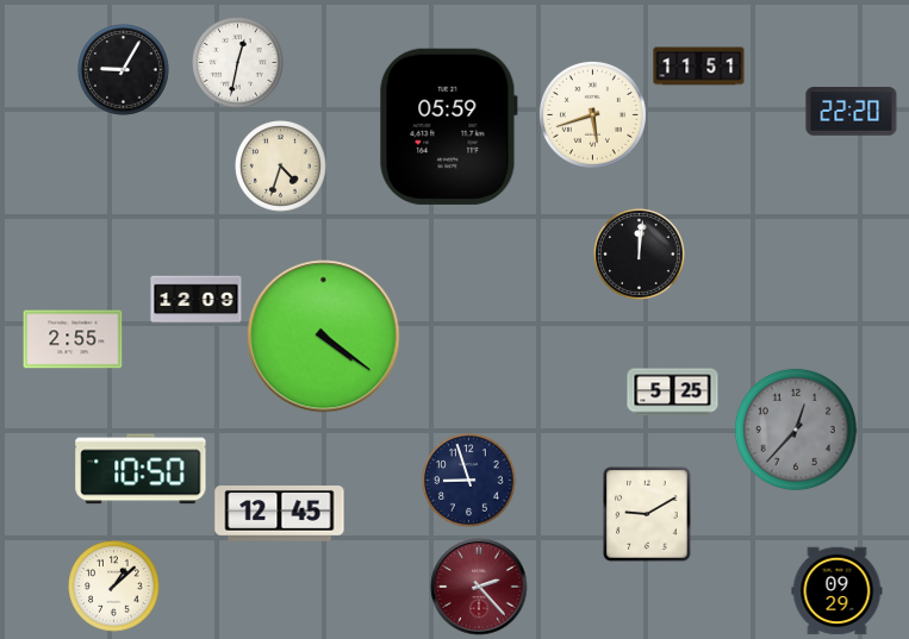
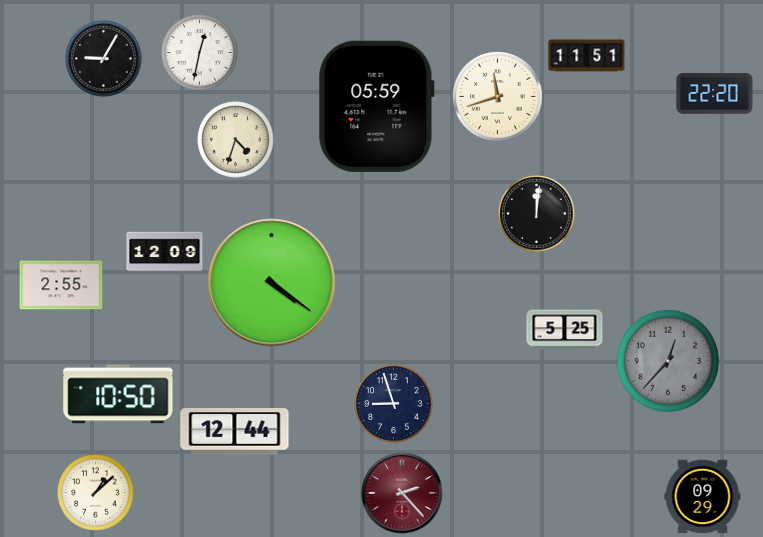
clock at (592, 114): 5:42 -> 11:42
clock at (280, 514): 12:45 -> 12:44
clock at (647, 514): 9:10 -> none
